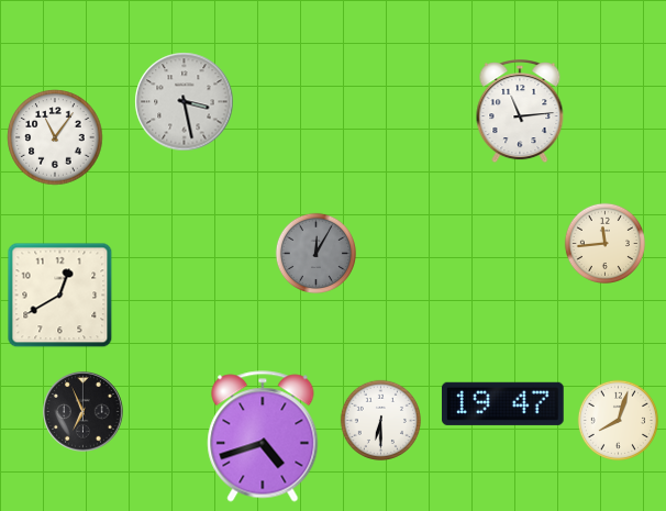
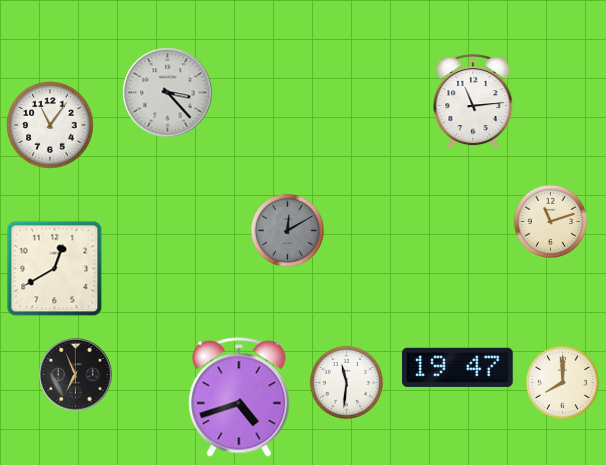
clock at (185, 102): 3:28 -> 3:23
clock at (604, 243): 11:44 -> 11:12
clock at (315, 253): 12:05 -> 12:10
clock at (380, 420): 6:30 -> 11:31
clock at (618, 420): 8:03 -> 8:00
